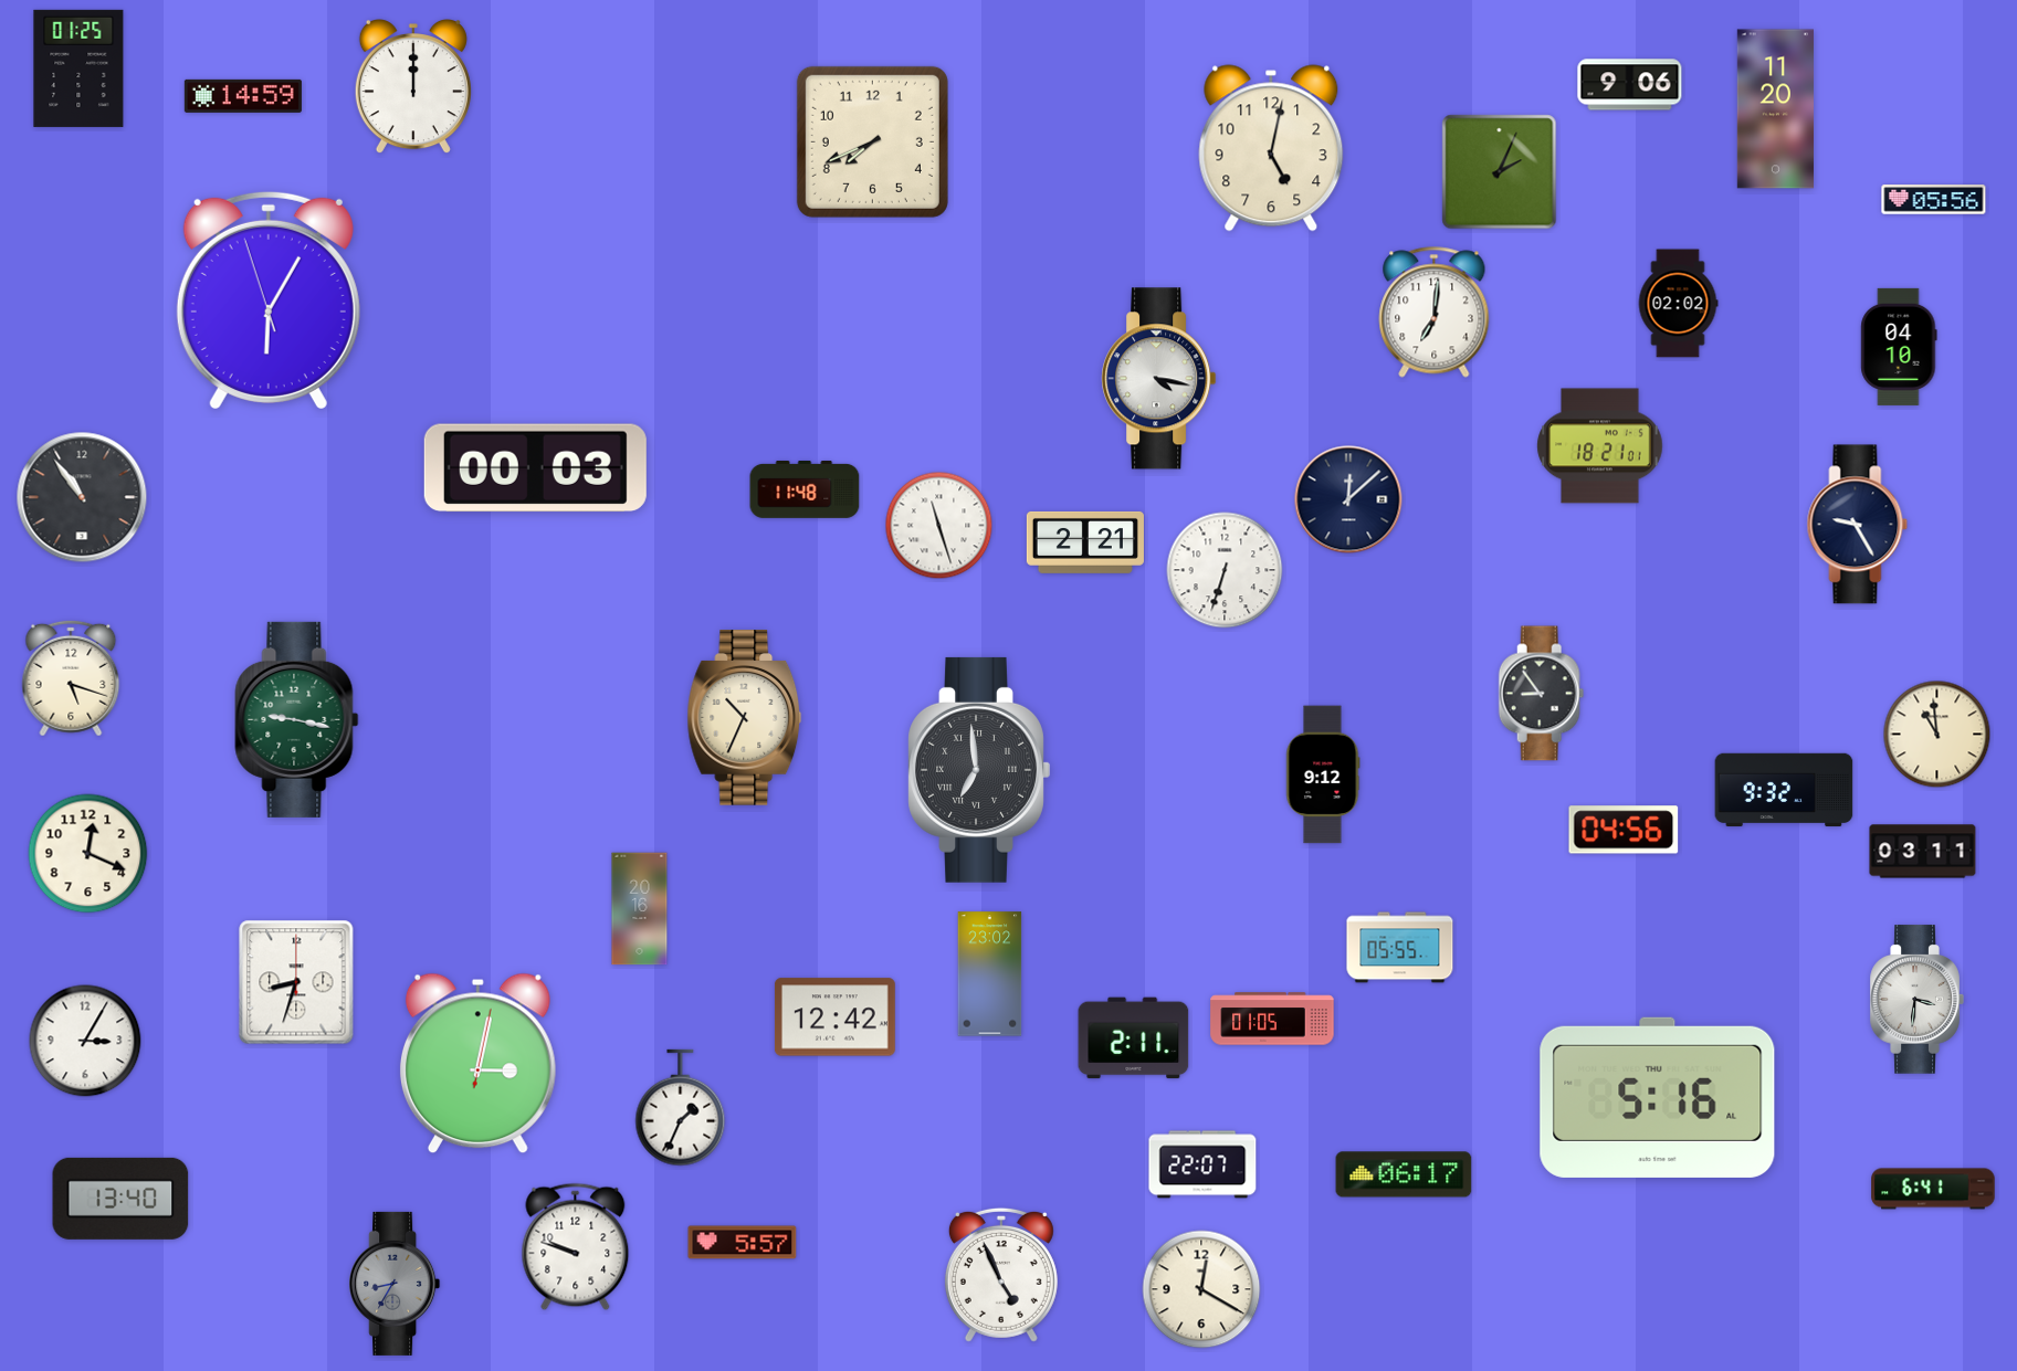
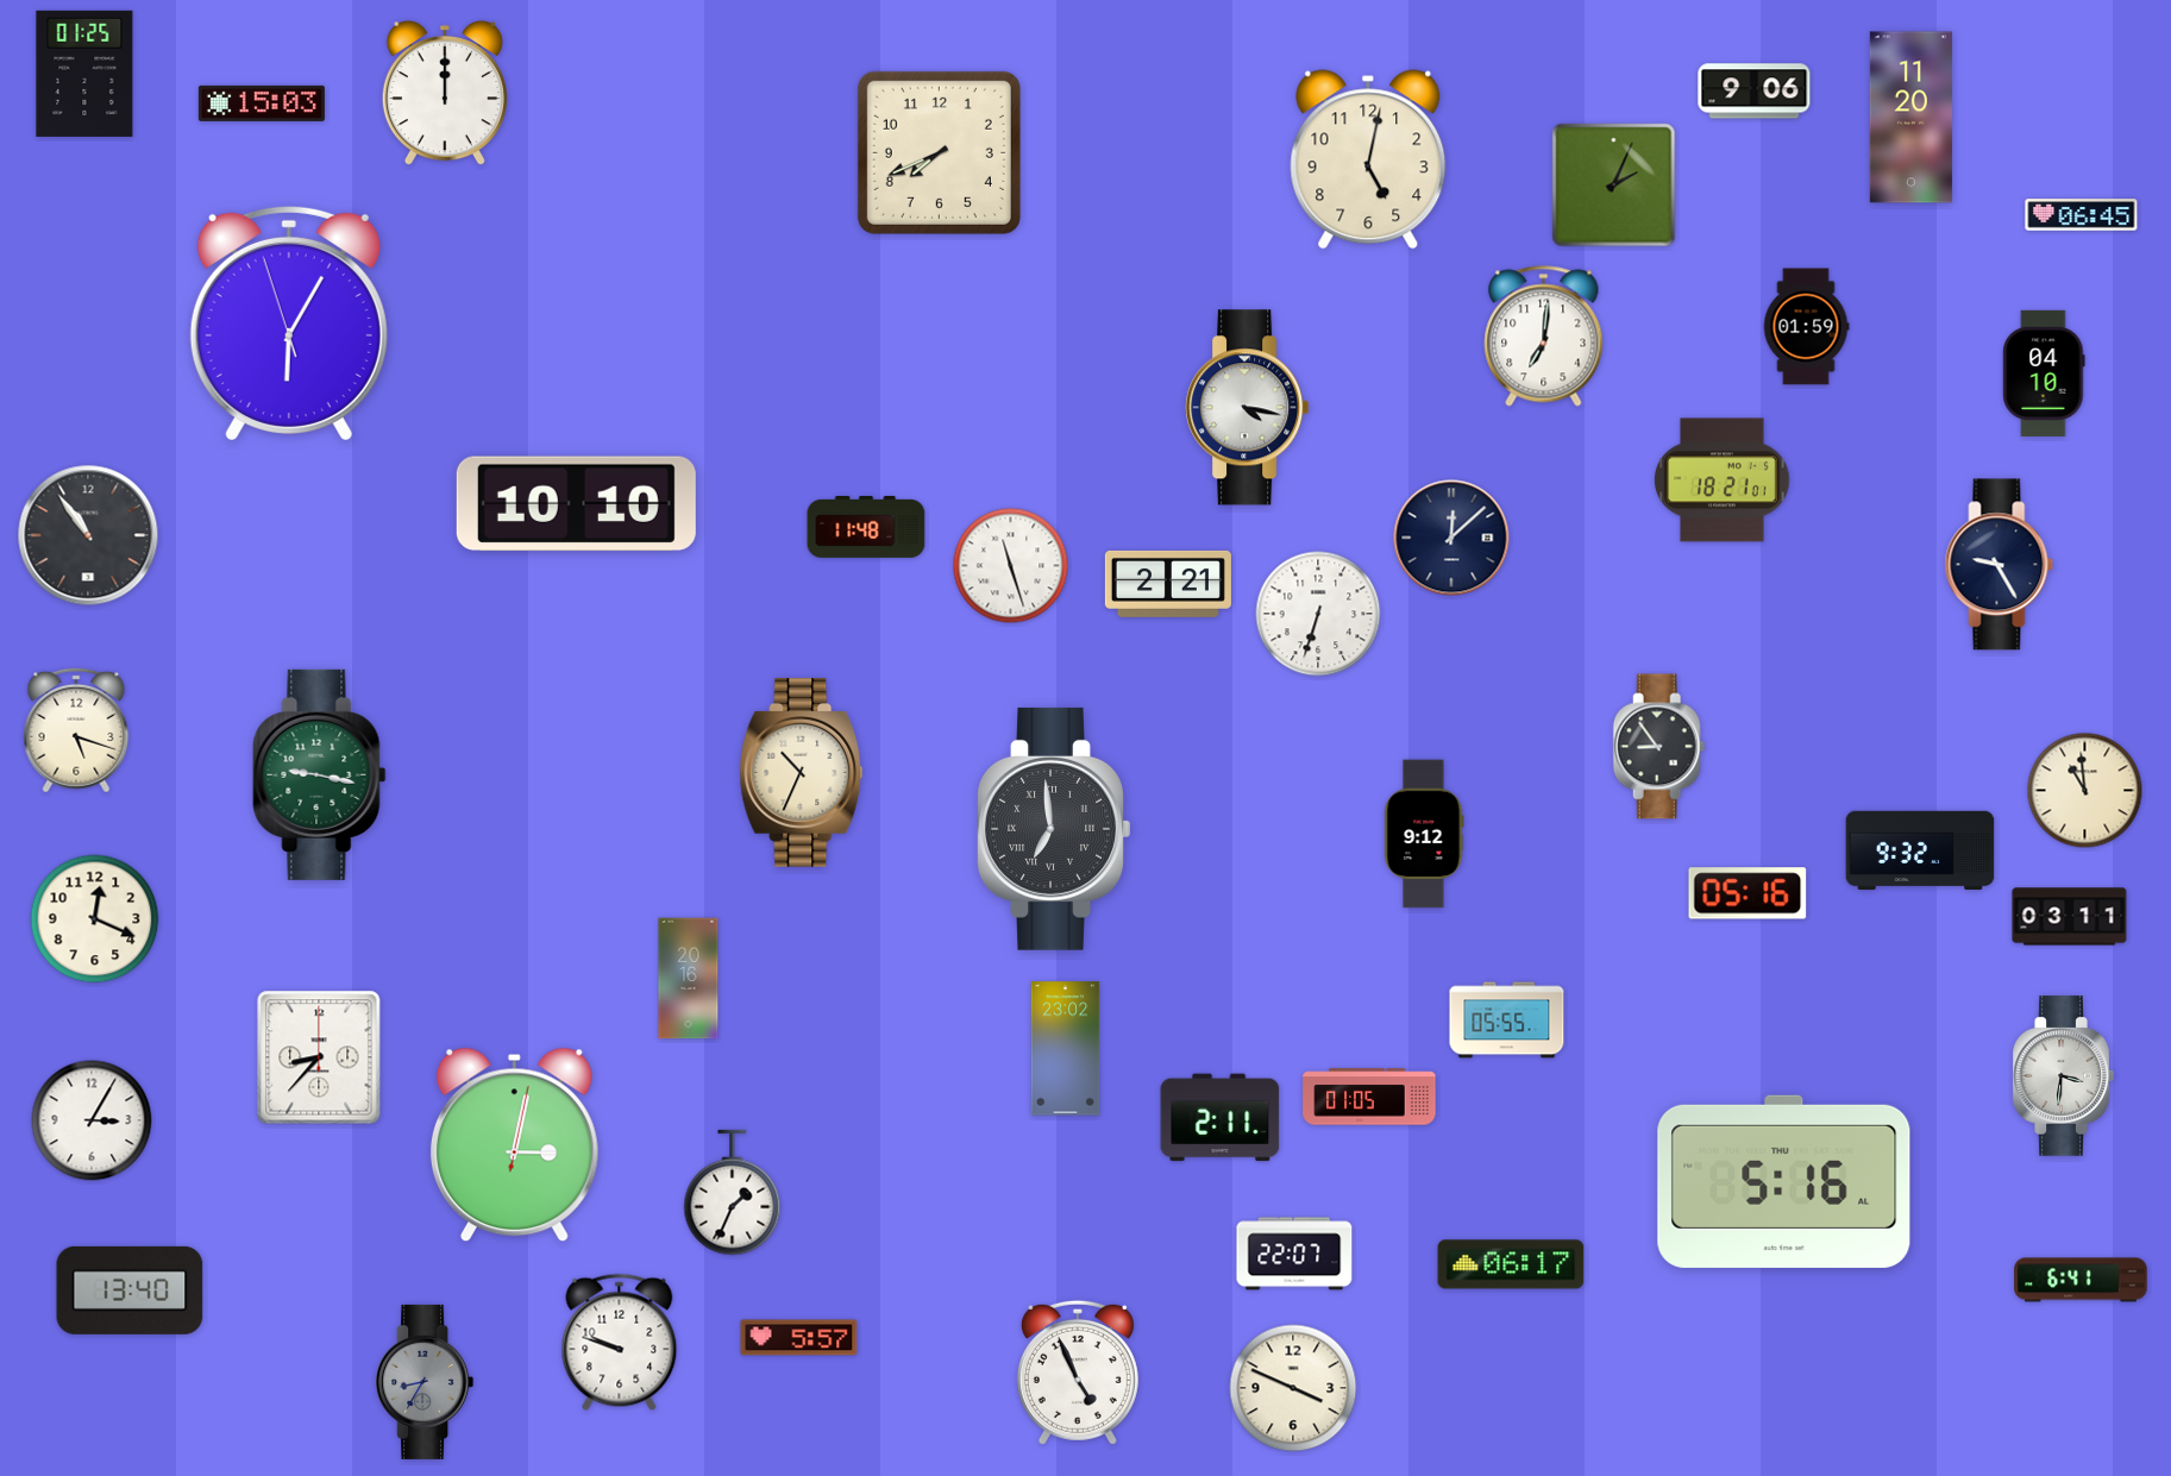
clock at (243, 96): 14:59 -> 15:03
clock at (1934, 200): 05:56 -> 06:45
clock at (1678, 304): 02:02 -> 01:59
clock at (535, 468): 00:03 -> 10:10
clock at (1624, 830): 04:56 -> 05:16
clock at (296, 982): 8:33 -> 8:37
clock at (834, 1017): 12:42 -> none
clock at (1201, 1289): 12:20 -> 3:49
